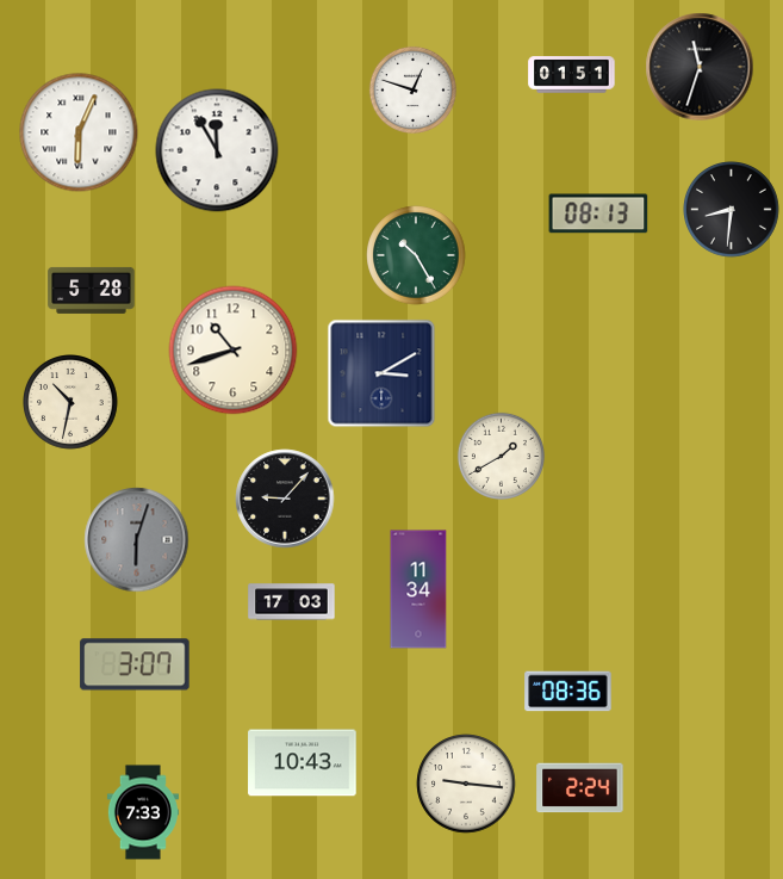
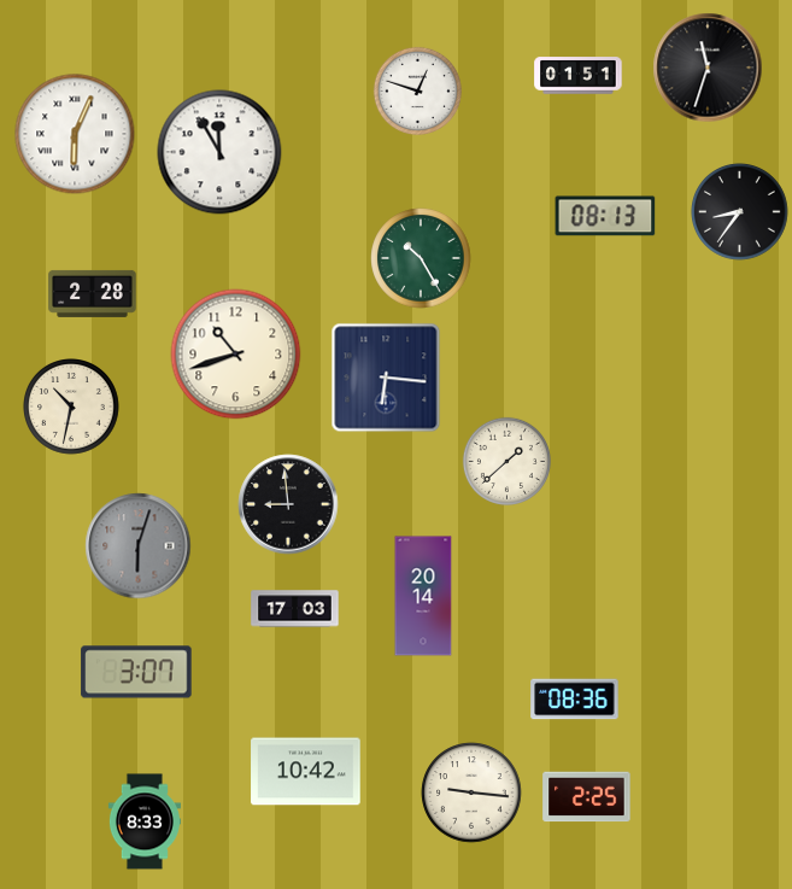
clock at (79, 132) position: (79, 132) -> (75, 134)
clock at (732, 210): 8:31 -> 8:36
clock at (92, 290): 5:28 -> 2:28
clock at (381, 373): 3:10 -> 6:16
clock at (501, 456): 1:40 -> 1:38
clock at (285, 499): 9:07 -> 8:59
clock at (418, 589): 11:34 -> 20:14
clock at (303, 763): 10:43 -> 10:42
clock at (580, 788): 2:24 -> 2:25
clock at (143, 812): 7:33 -> 8:33
